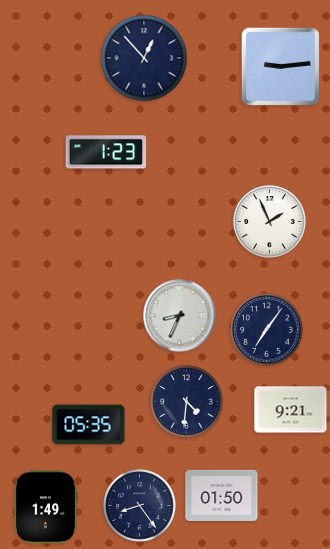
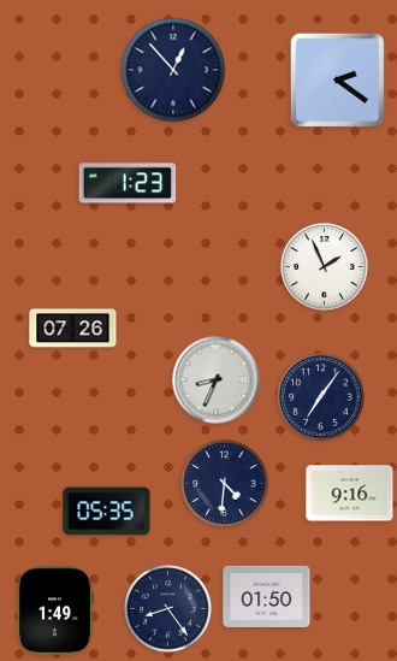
clock at (280, 66): 9:14 -> 2:21
clock at (73, 329): none -> 07:26
clock at (291, 410): 9:21 -> 9:16
